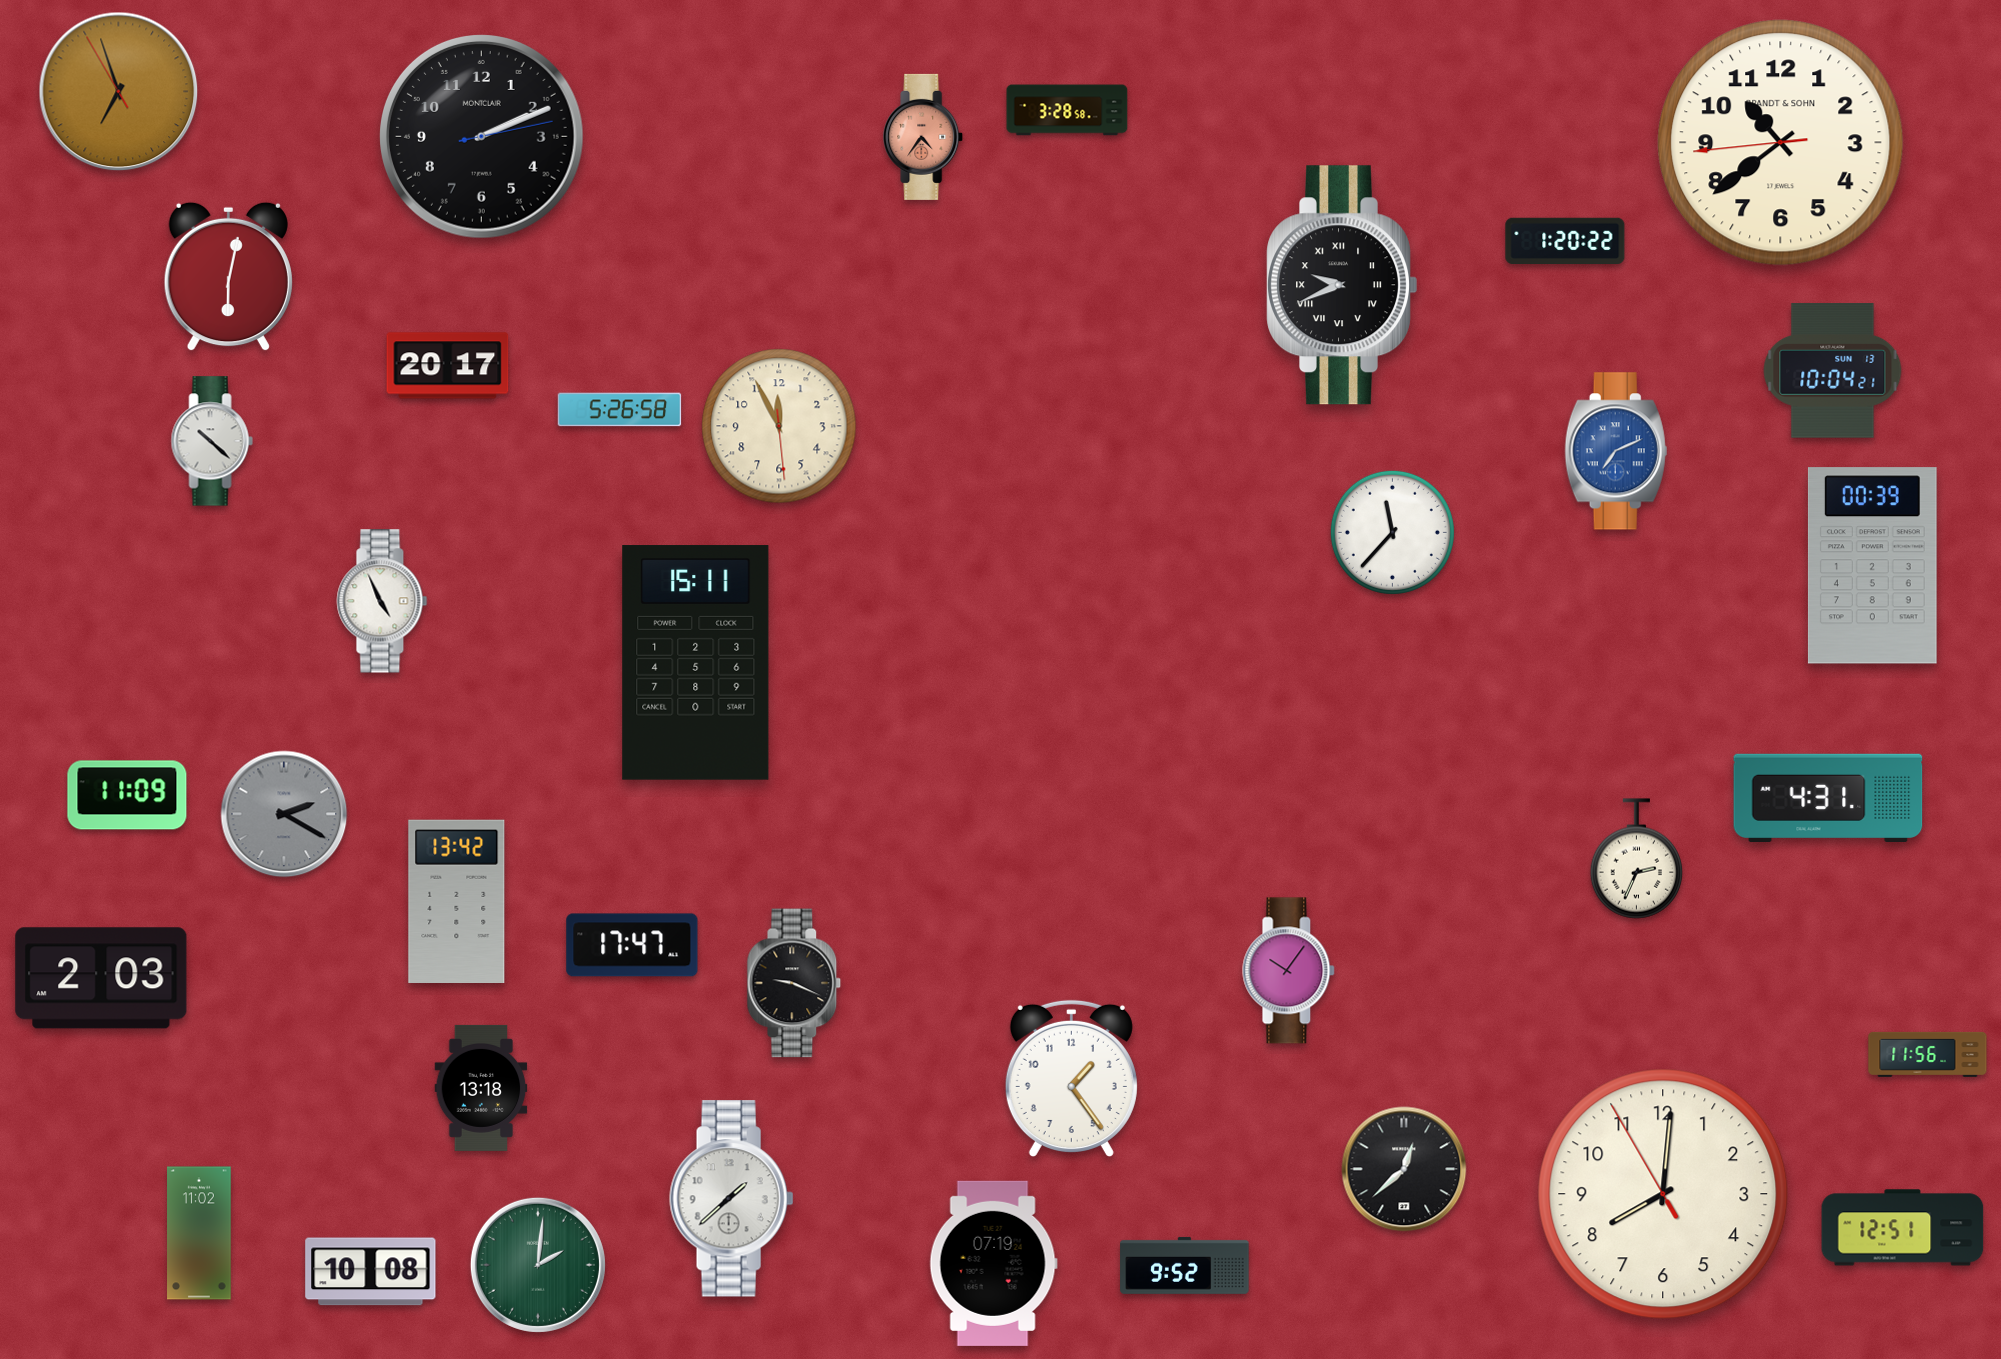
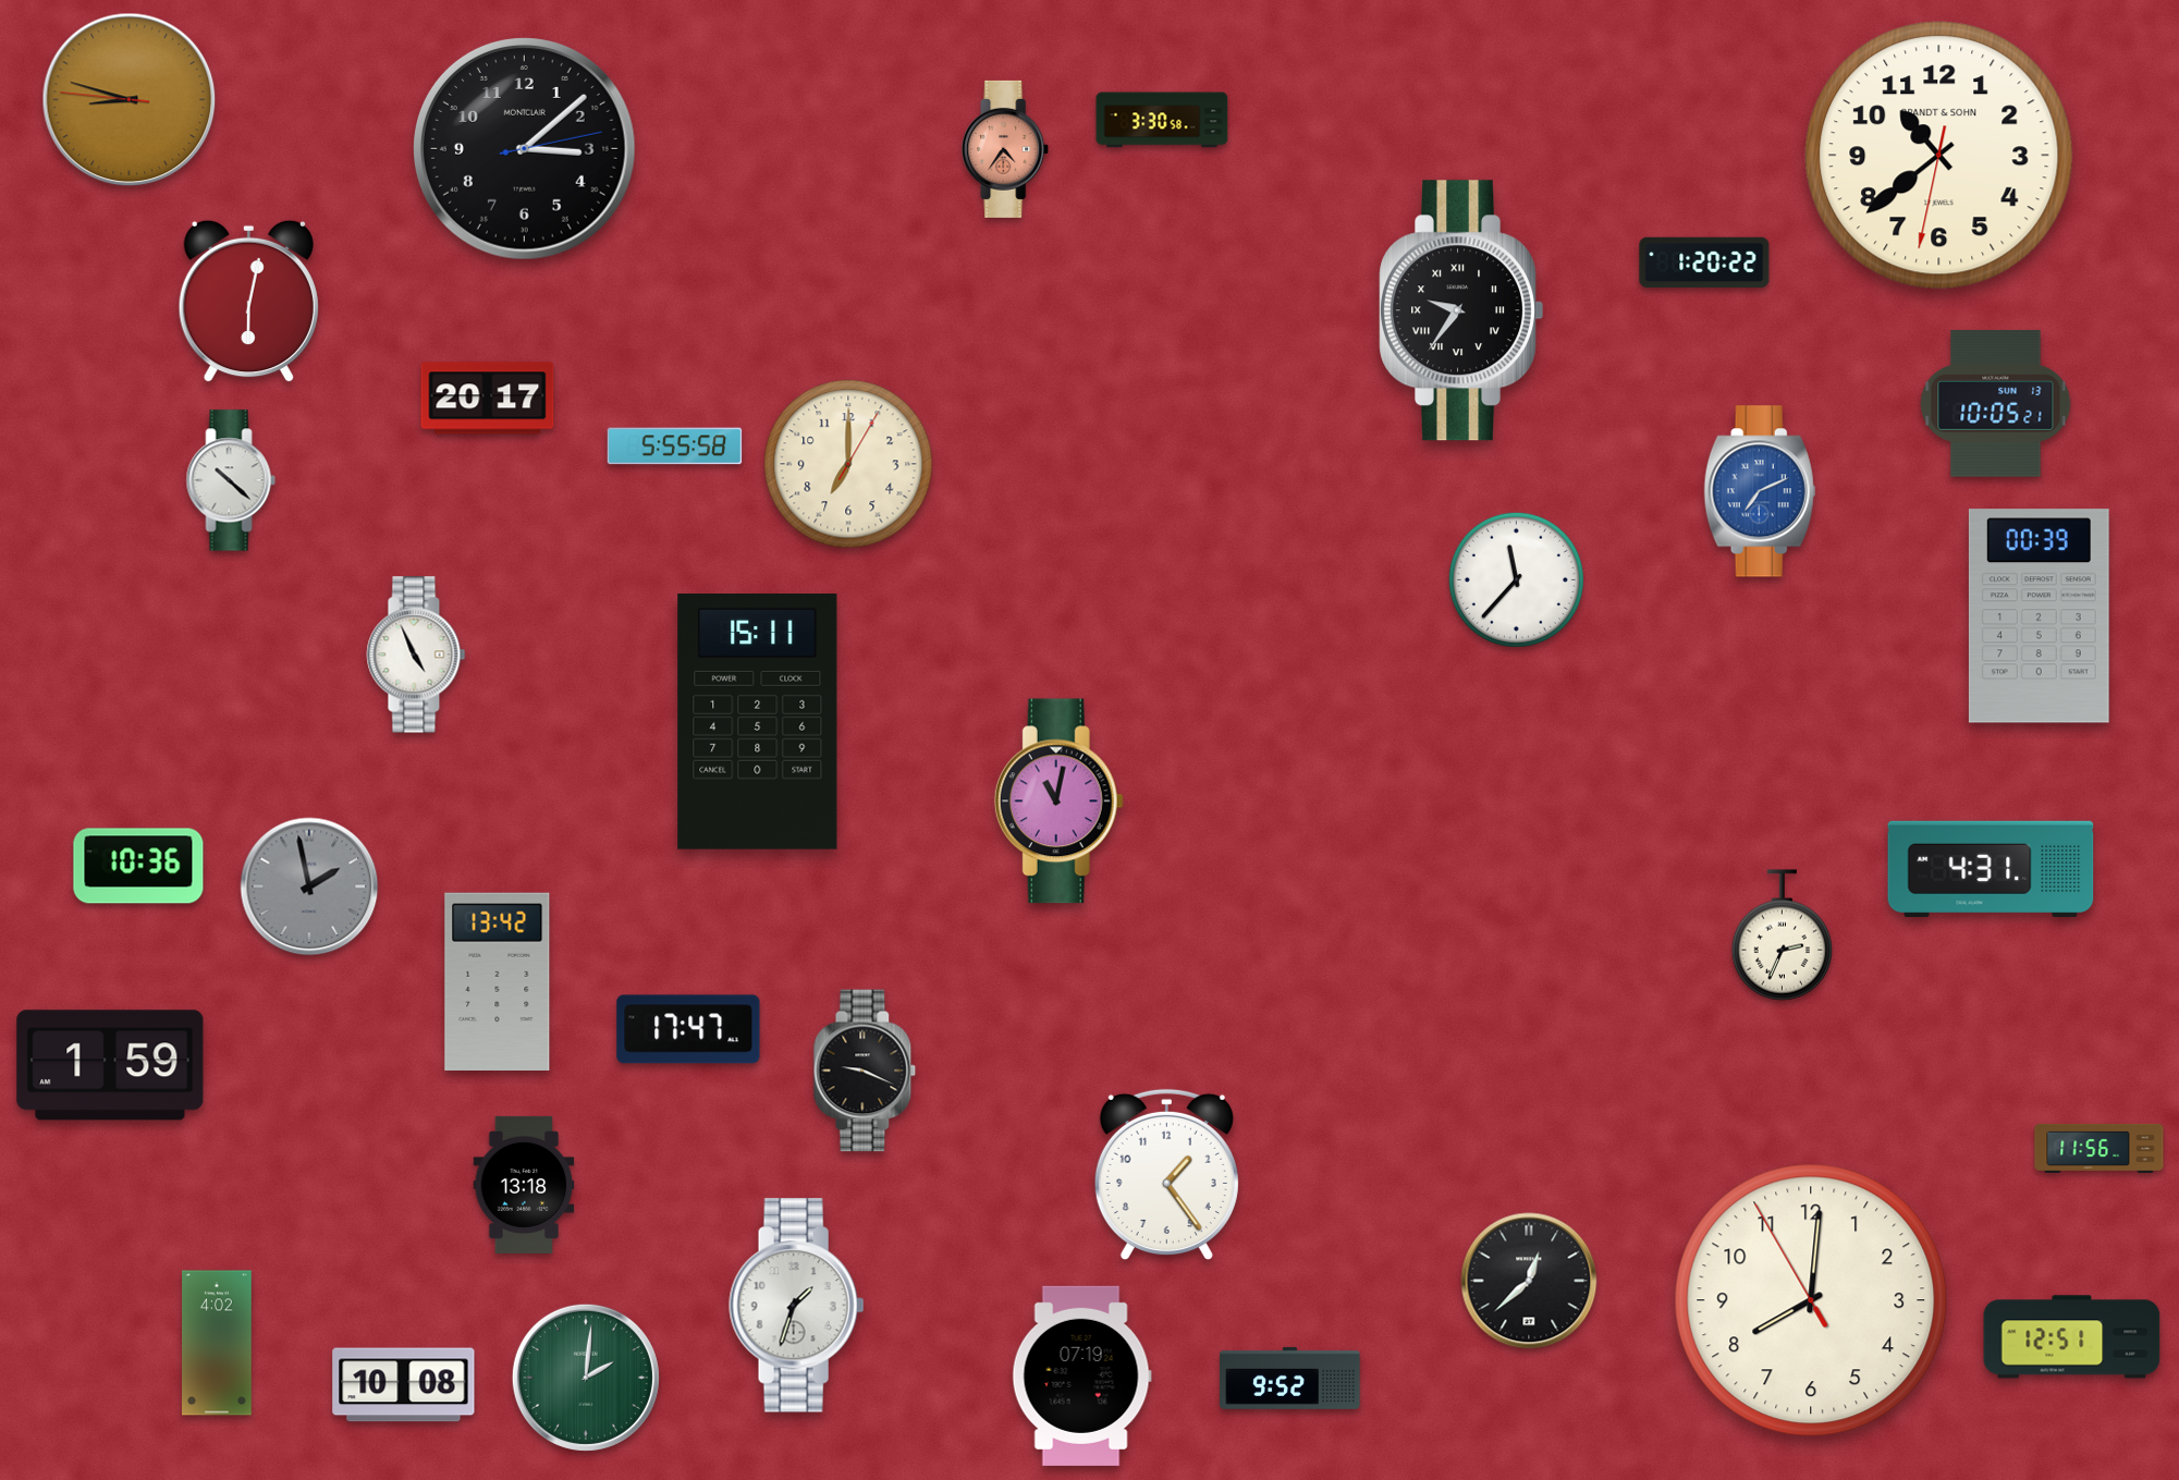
clock at (119, 92): 6:56 -> 8:47
clock at (1067, 110): 3:28 -> 3:30
clock at (482, 137): 2:11 -> 3:08
clock at (1781, 143): 10:38:44 -> 10:38:32
clock at (1342, 285): 9:41 -> 9:36
clock at (1833, 371): 10:04 -> 10:05
clock at (620, 410): 5:26 -> 5:55
clock at (779, 426): 11:55 -> 7:00
clock at (1058, 802): none -> 11:02
clock at (127, 795): 11:09 -> 10:36
clock at (284, 814): 2:20 -> 1:58
clock at (1289, 971): 10:06 -> none
clock at (101, 978): 2:03 -> 1:59
clock at (1404, 1169) position: (1404, 1169) -> (1529, 1281)
clock at (732, 1199): 1:38 -> 1:33
clock at (199, 1233): 11:02 -> 4:02
